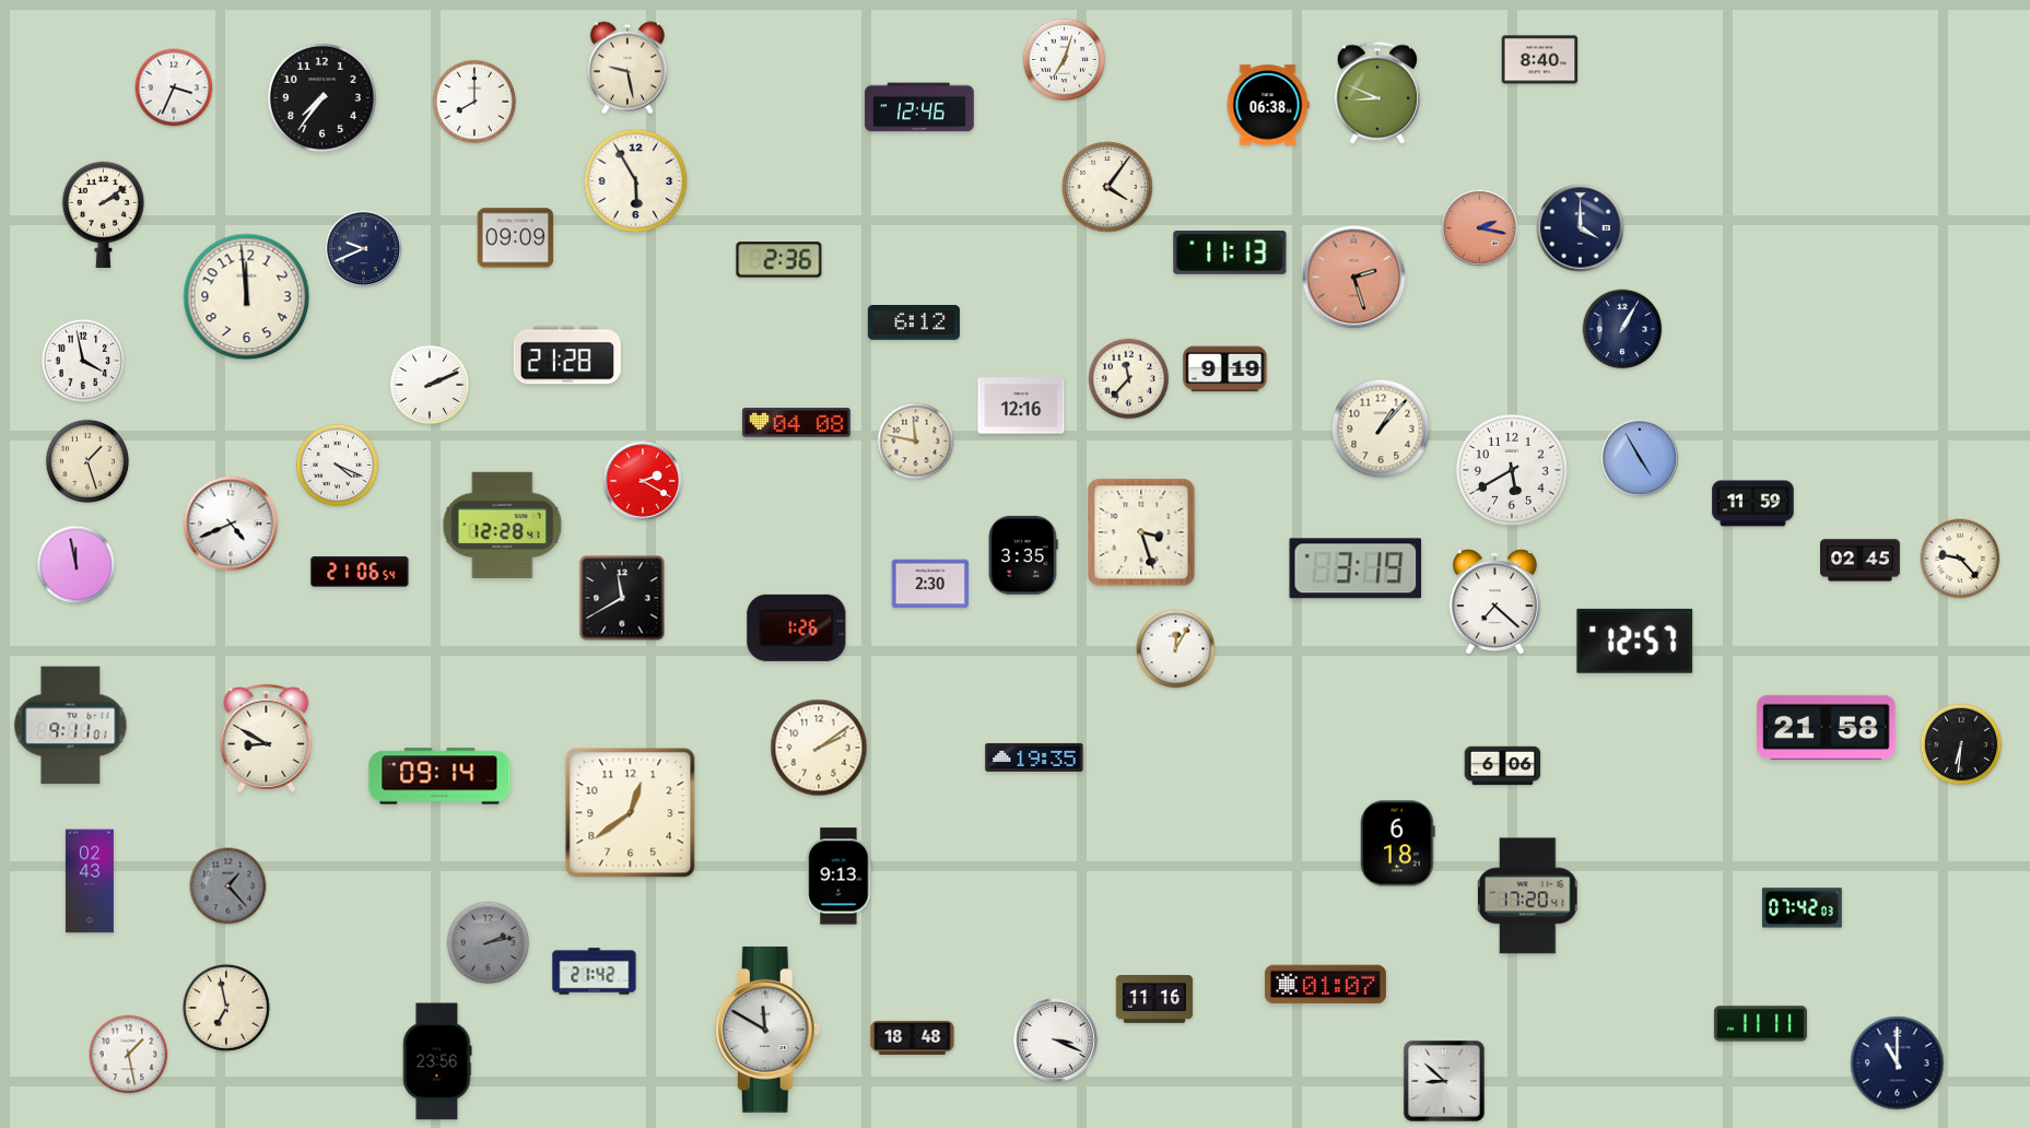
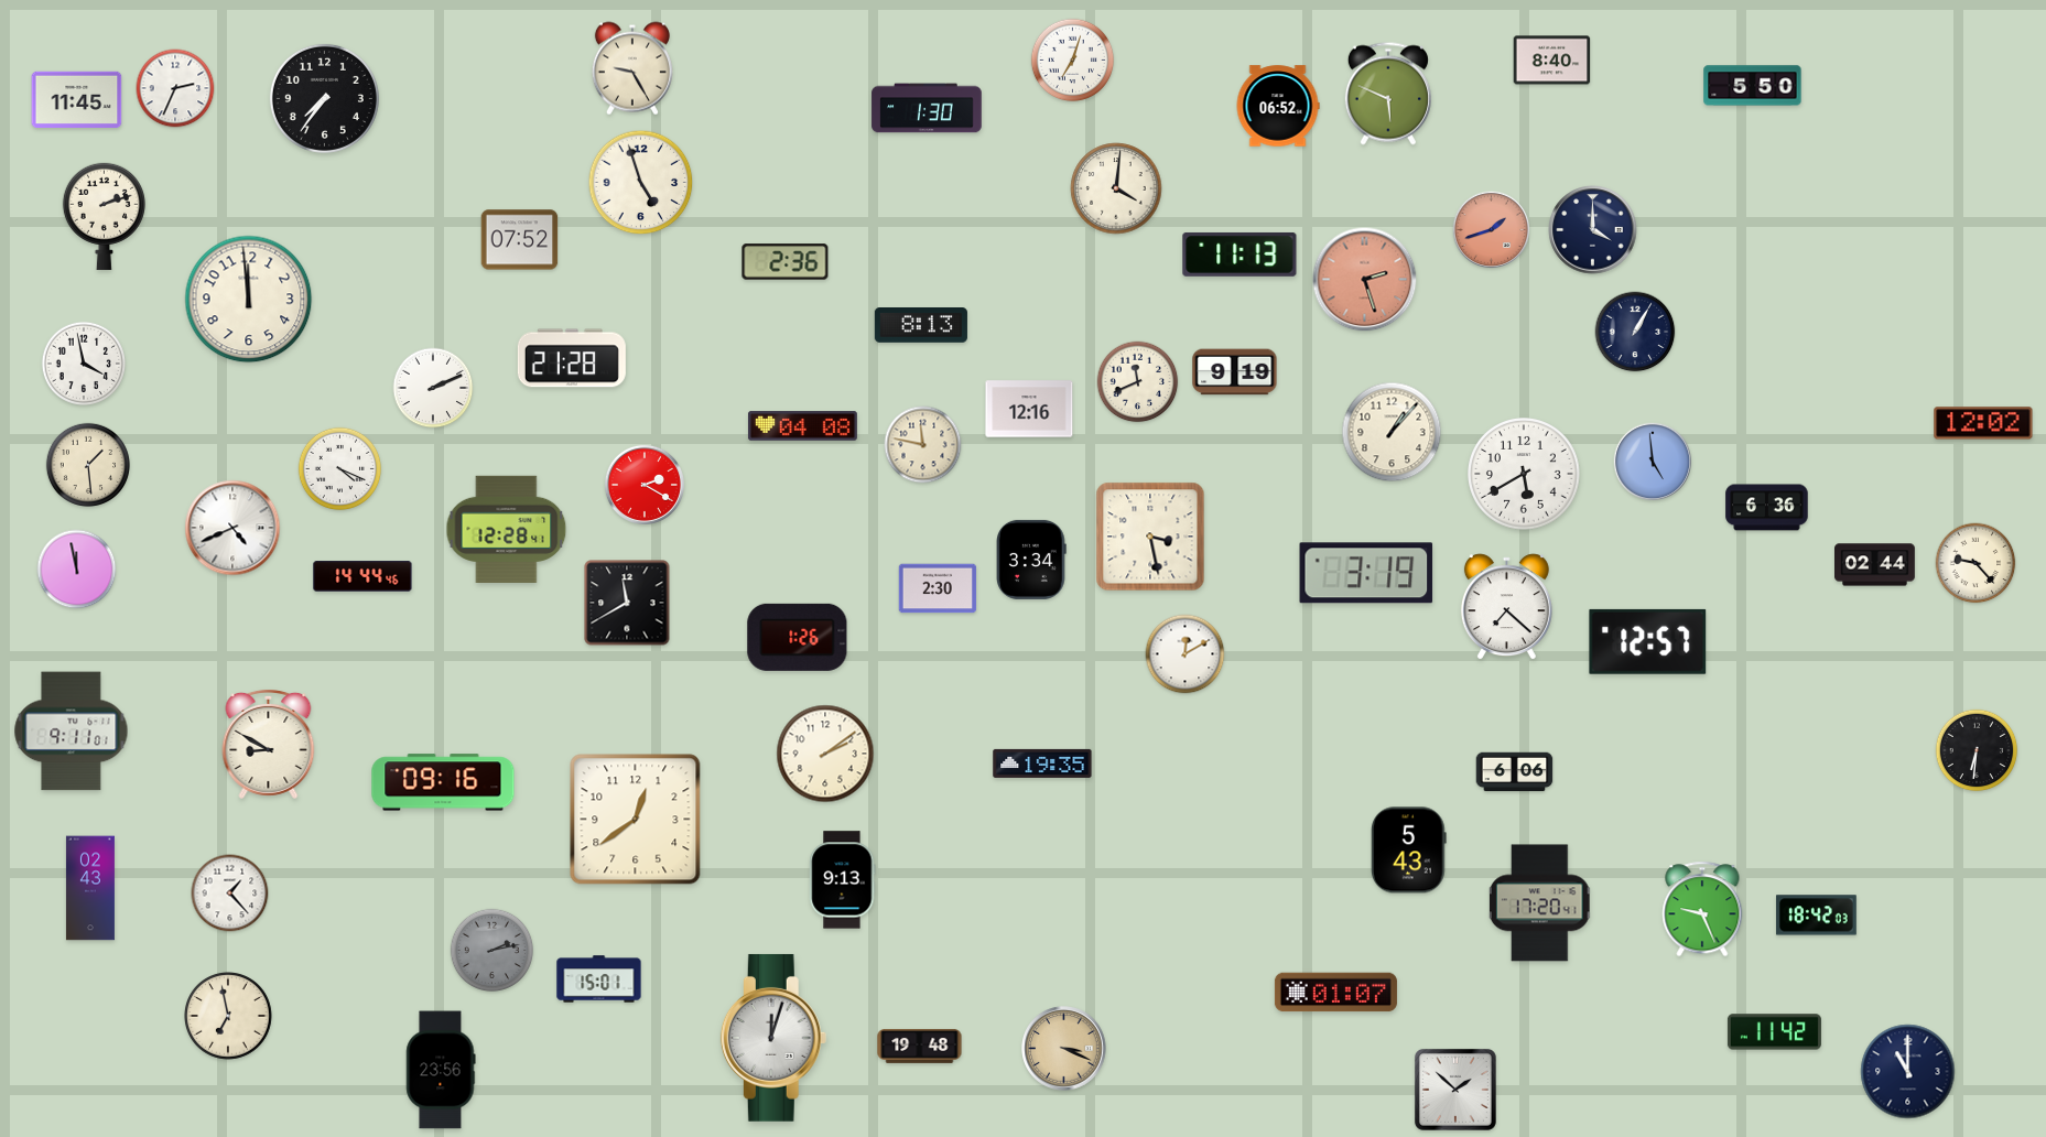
clock at (627, 68): 9:28 -> 9:25
clock at (1753, 86): none -> 5:50
clock at (174, 87): 3:34 -> 2:34
clock at (1377, 93): 8:49 -> 5:49
clock at (77, 99): none -> 11:45
clock at (473, 101): 8:00 -> none
clock at (1268, 105): 06:38 -> 06:52
clock at (919, 107): 12:46 -> 1:30
clock at (636, 181): 5:55 -> 4:57
clock at (1107, 187): 4:06 -> 4:01
clock at (103, 214): 2:09 -> 2:12
clock at (1480, 228): 2:17 -> 1:42
clock at (516, 238): 09:09 -> 07:52
clock at (364, 249): 9:41 -> none
clock at (914, 324): 6:12 -> 8:13
clock at (1129, 379): 11:37 -> 11:41
clock at (1983, 423): none -> 12:02
clock at (1640, 458): 4:55 -> 4:59
clock at (86, 460): 1:27 -> 1:29
clock at (643, 481) position: (643, 481) -> (645, 485)
clock at (1753, 504): 11:59 -> 6:36
clock at (1141, 532): 3:27 -> 3:28
clock at (1023, 555): 3:35 -> 3:34
clock at (1861, 561): 02:45 -> 02:44
clock at (360, 572): 21:06 -> 14:44
clock at (797, 627) position: (797, 627) -> (798, 637)
clock at (1635, 641) position: (1635, 641) -> (1648, 641)
clock at (1176, 649): 12:05 -> 12:10
clock at (1827, 727): 21:58 -> none
clock at (439, 776): 09:14 -> 09:16
clock at (1398, 844): 6:18 -> 5:43
clock at (840, 877) position: (840, 877) -> (843, 880)
clock at (228, 886) dial: grey -> white
clock at (1702, 909): none -> 9:26
clock at (1802, 908): 07:42 -> 18:42
clock at (595, 972): 21:42 -> 15:01
clock at (1154, 999): 11:16 -> none
clock at (1760, 1024): 11:11 -> 11:42
clock at (767, 1030): 11:50 -> 12:03
clock at (913, 1038): 18:48 -> 19:48
clock at (1056, 1041) dial: white -> champagne
clock at (129, 1055): 1:28 -> none
clock at (1898, 1064) position: (1898, 1064) -> (1908, 1072)
clock at (1444, 1081): 8:52 -> 1:52
